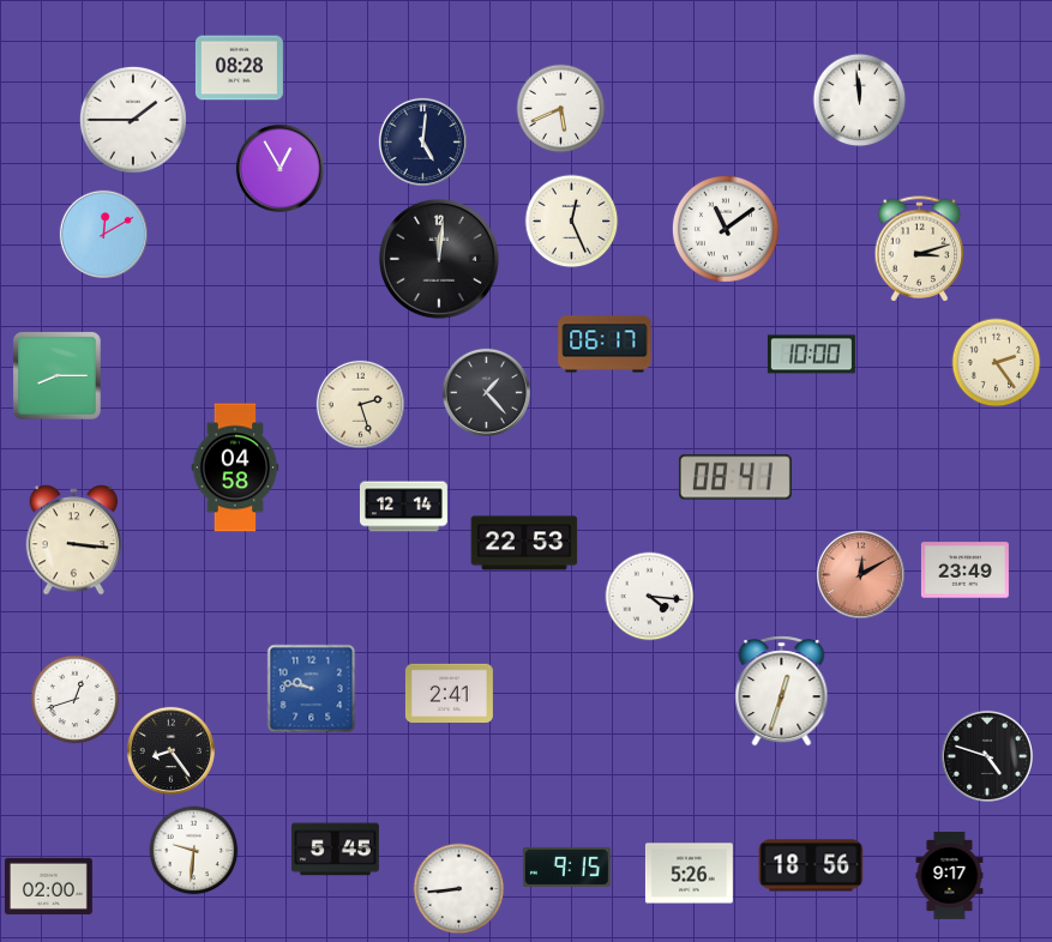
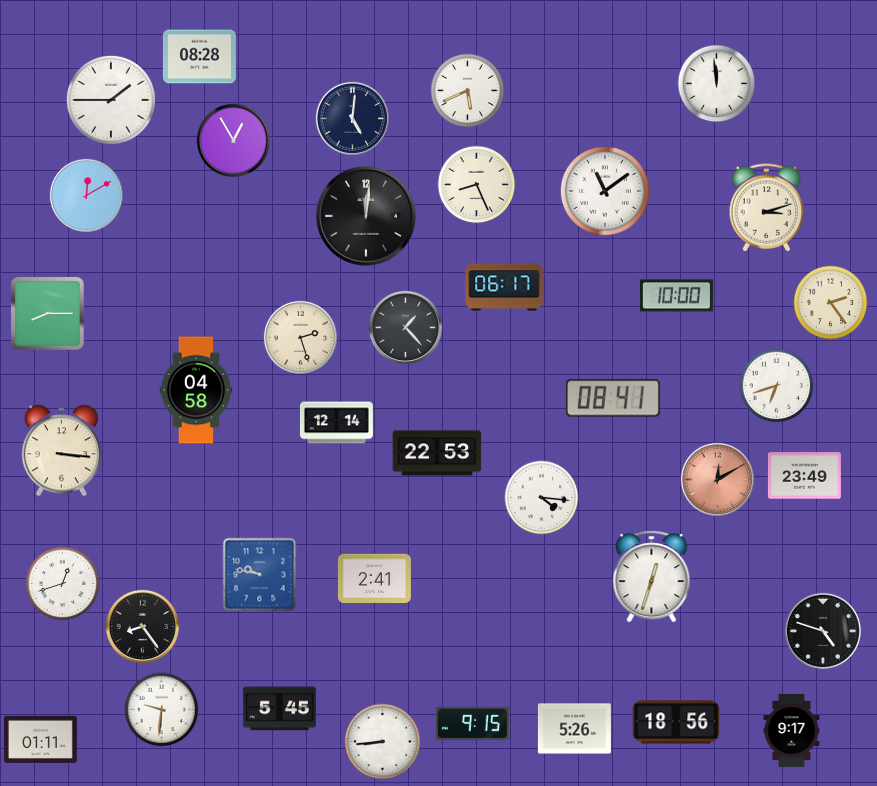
clock at (572, 222): 12:26 -> 8:26
clock at (777, 386): none -> 6:42
clock at (48, 886): 02:00 -> 01:11
